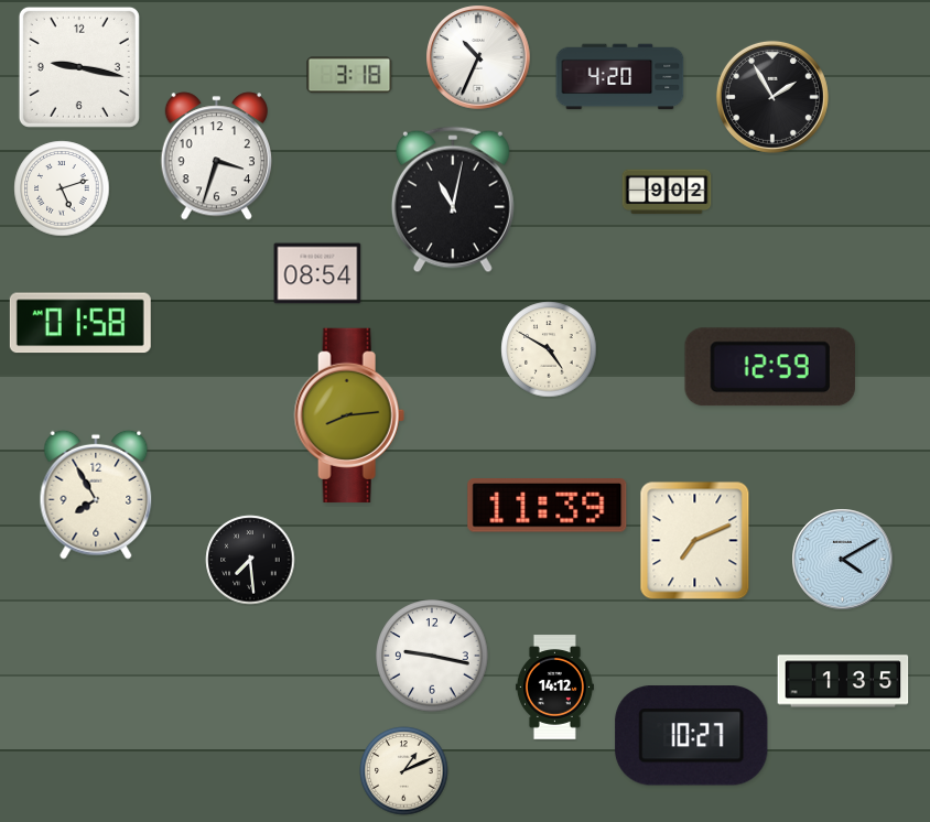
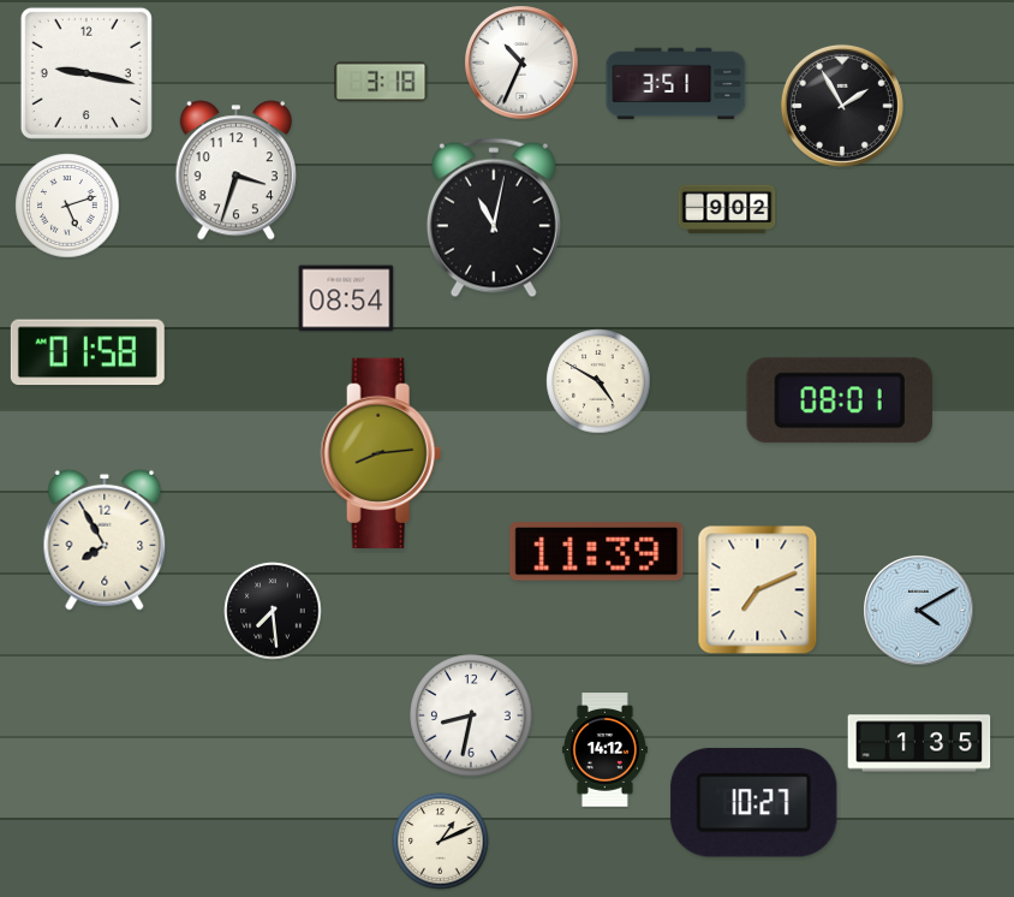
clock at (620, 77): 4:20 -> 3:51
clock at (770, 367): 12:59 -> 08:01
clock at (432, 656): 9:17 -> 8:32
